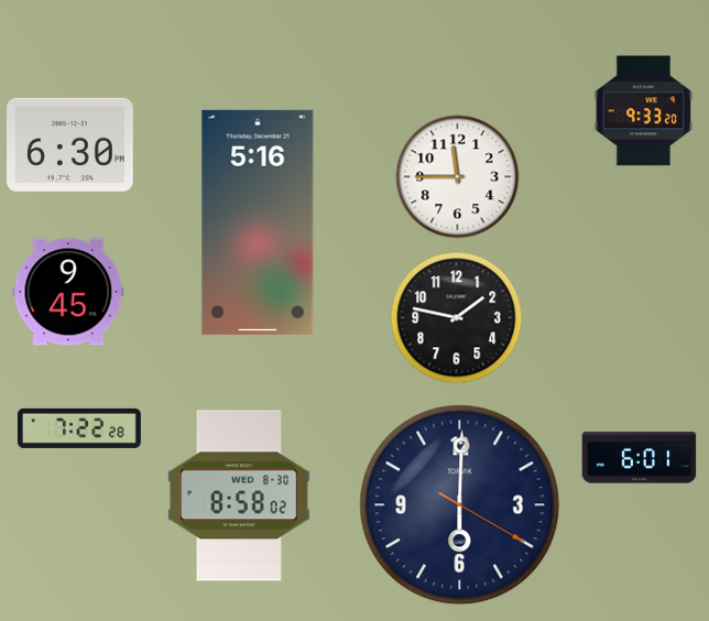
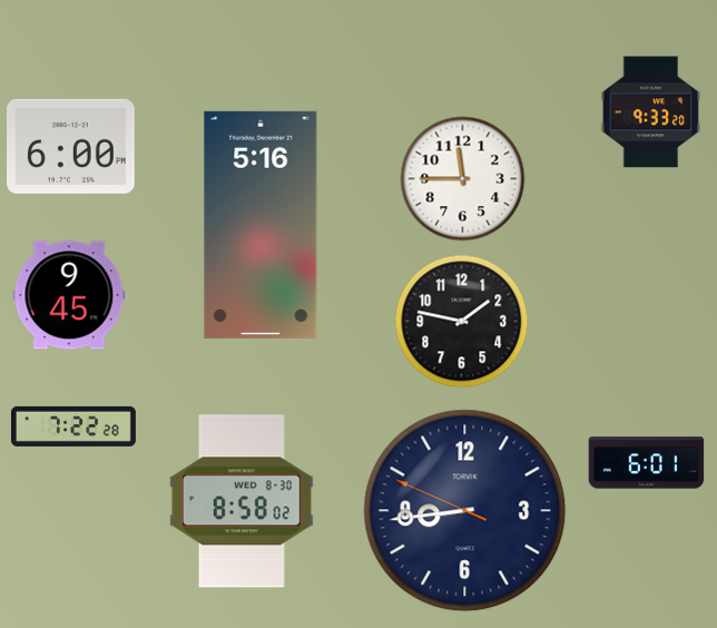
clock at (70, 144): 6:30 -> 6:00
clock at (79, 428) position: (79, 428) -> (73, 426)
clock at (460, 505): 6:00 -> 8:43
